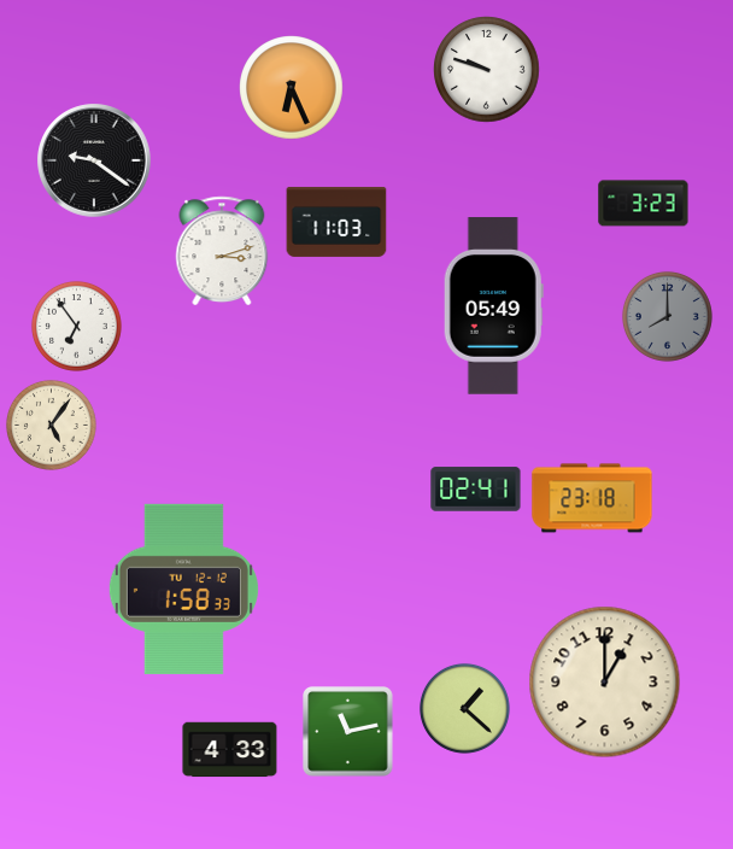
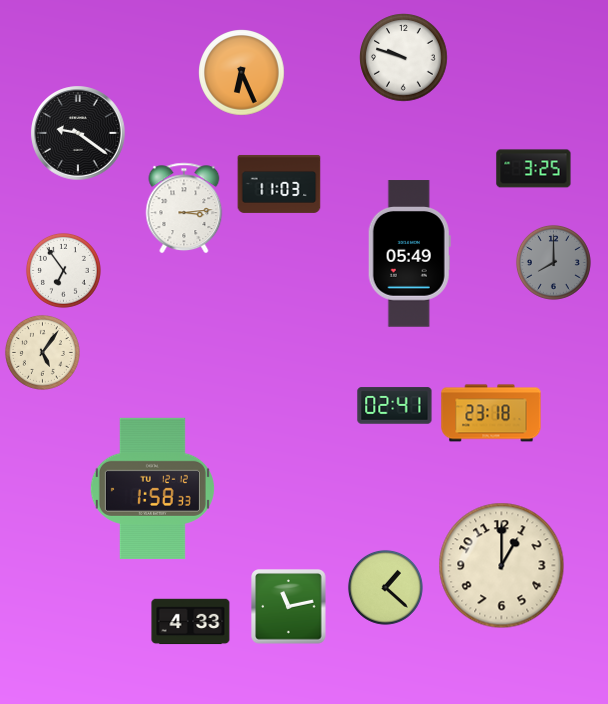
clock at (644, 204): 3:23 -> 3:25
clock at (222, 251): 3:12 -> 3:14
